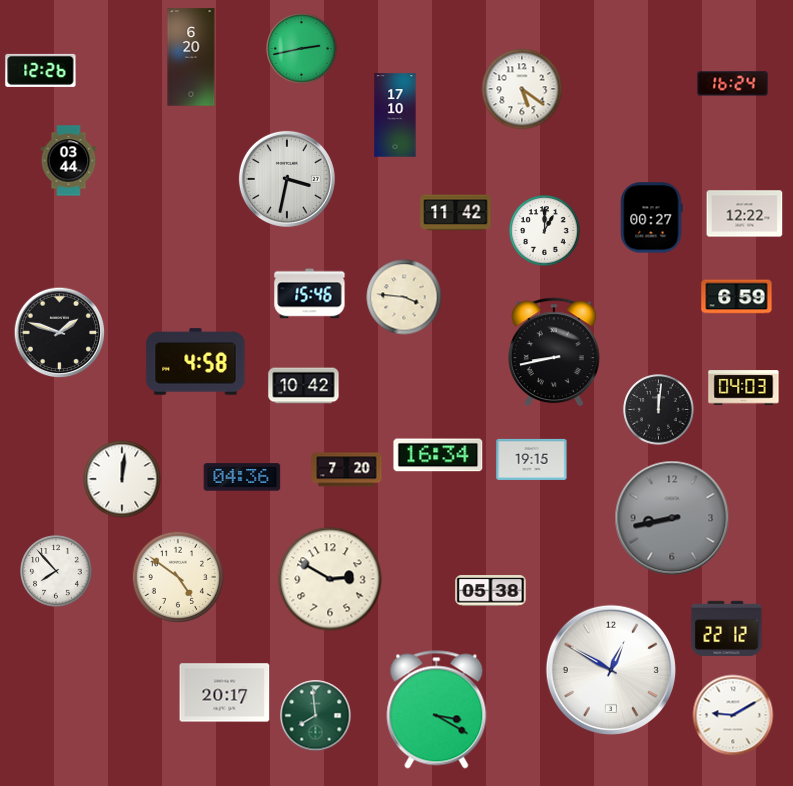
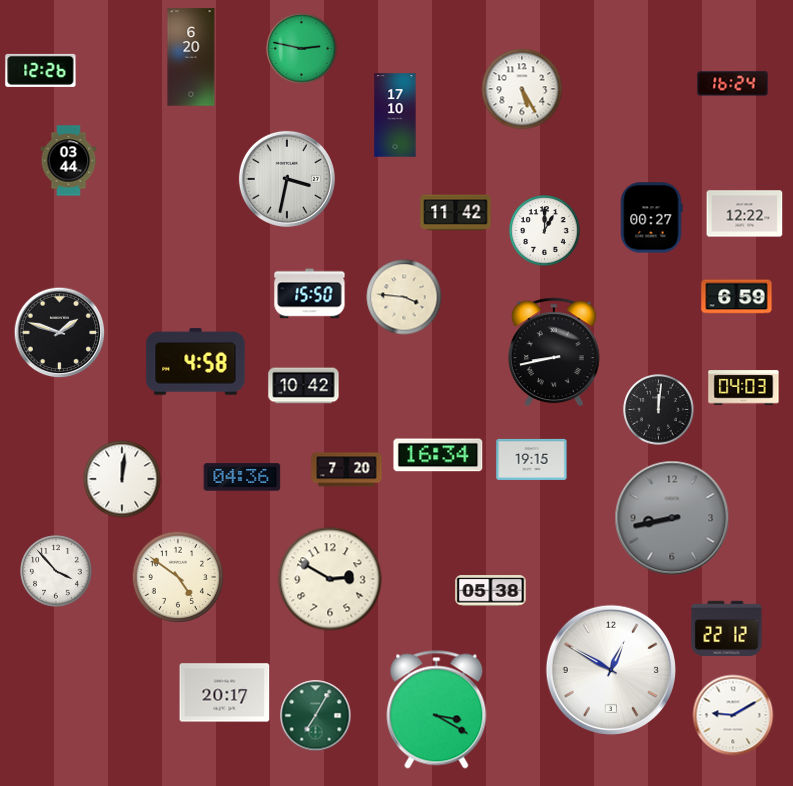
clock at (302, 49): 2:43 -> 2:47
clock at (522, 89): 5:21 -> 5:25
clock at (310, 294): 15:46 -> 15:50
clock at (56, 571): 7:53 -> 3:53
clock at (316, 716): 7:59 -> 7:05
